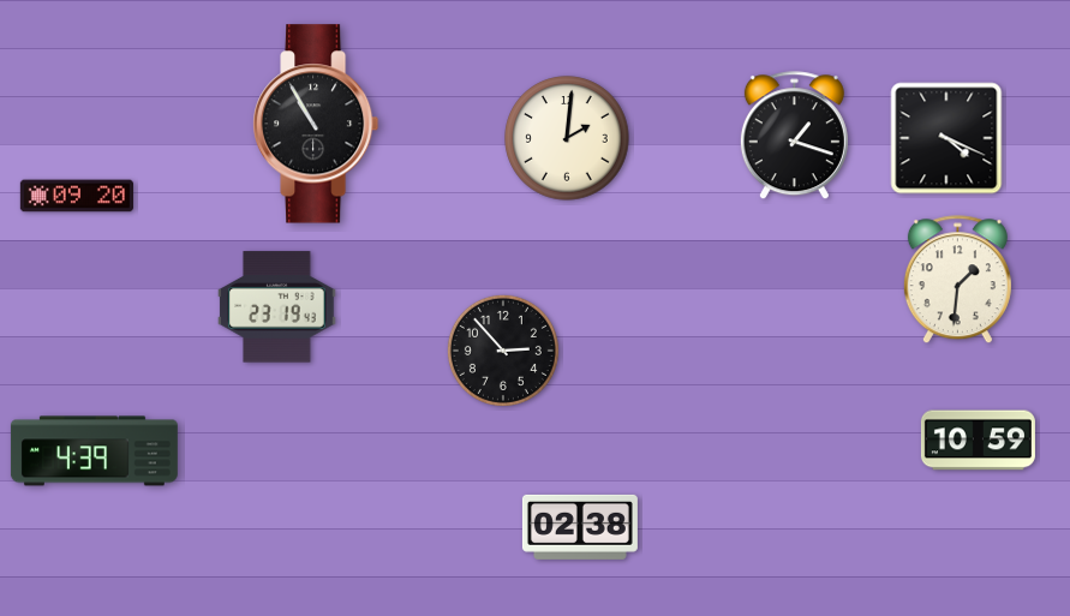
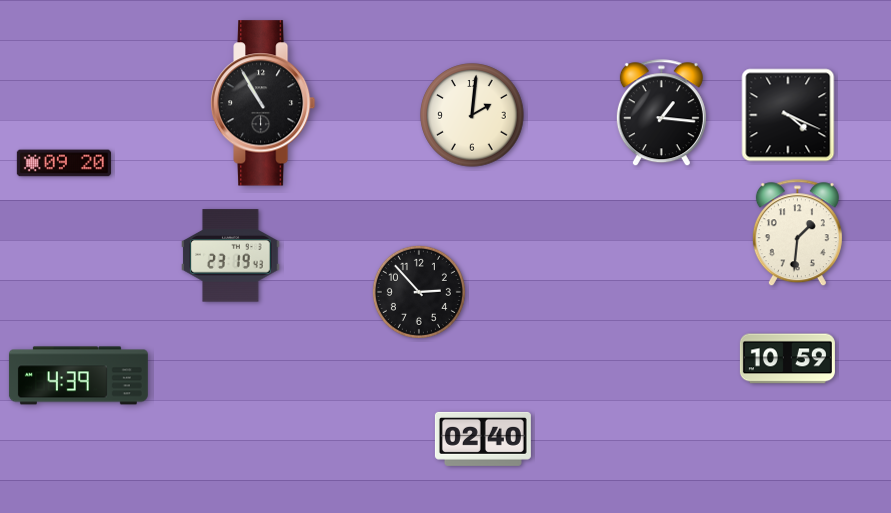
clock at (794, 136): 1:18 -> 1:16
clock at (978, 441) position: (978, 441) -> (787, 359)
clock at (580, 527): 02:38 -> 02:40
